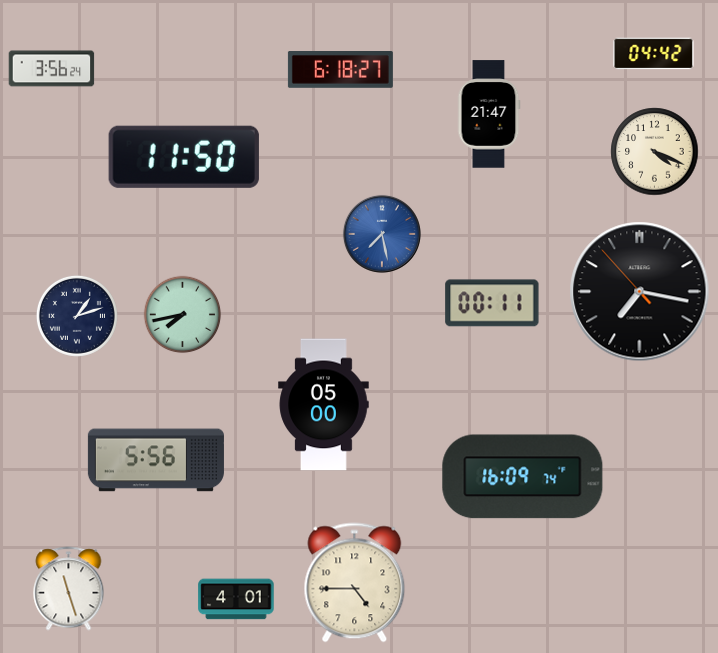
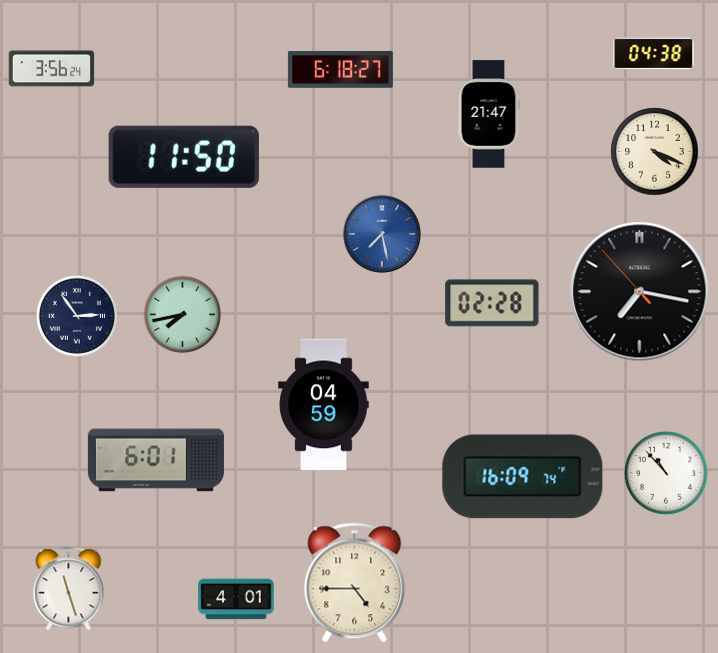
clock at (654, 54): 04:42 -> 04:38
clock at (492, 303): 00:11 -> 02:28
clock at (77, 316): 1:12 -> 2:54
clock at (324, 405): 05:00 -> 04:59
clock at (156, 460): 5:56 -> 6:01
clock at (667, 474): none -> 10:53
